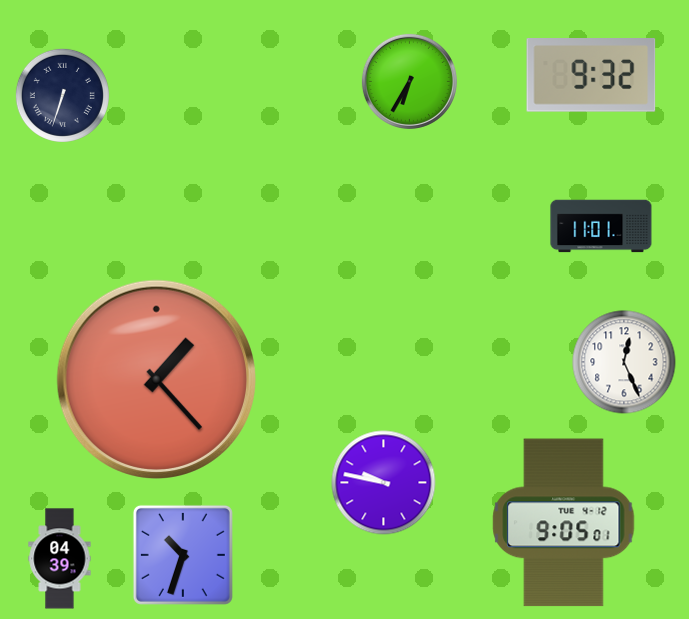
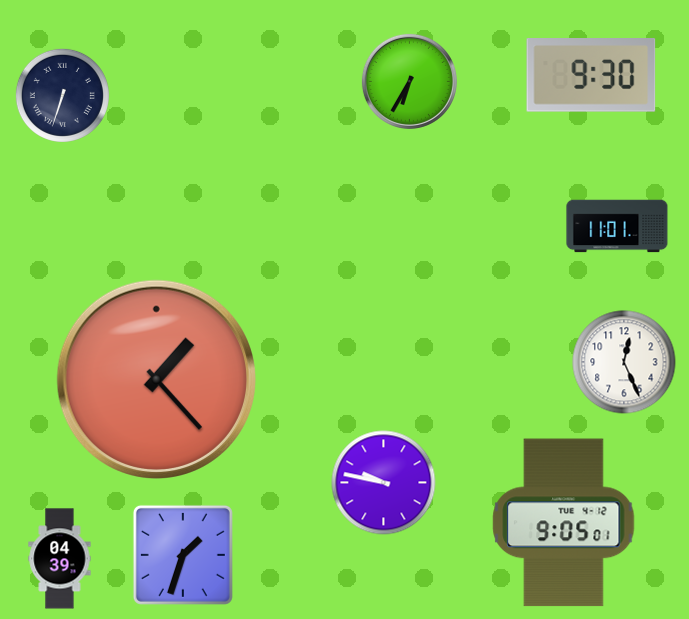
clock at (591, 76): 9:32 -> 9:30
clock at (601, 226) position: (601, 226) -> (617, 226)
clock at (183, 555): 10:33 -> 1:33
